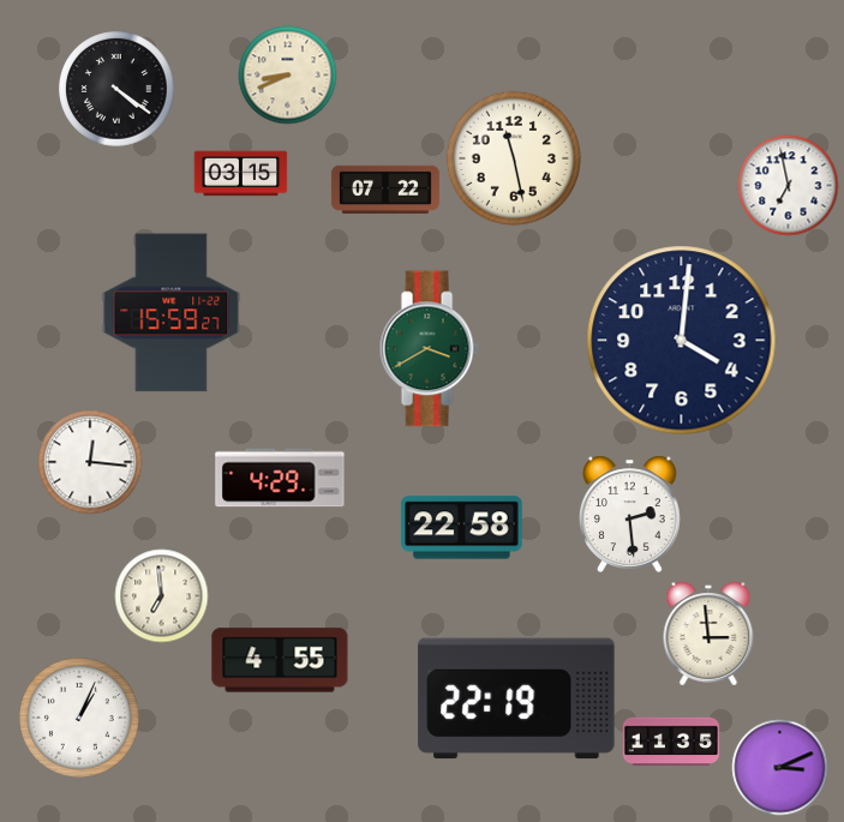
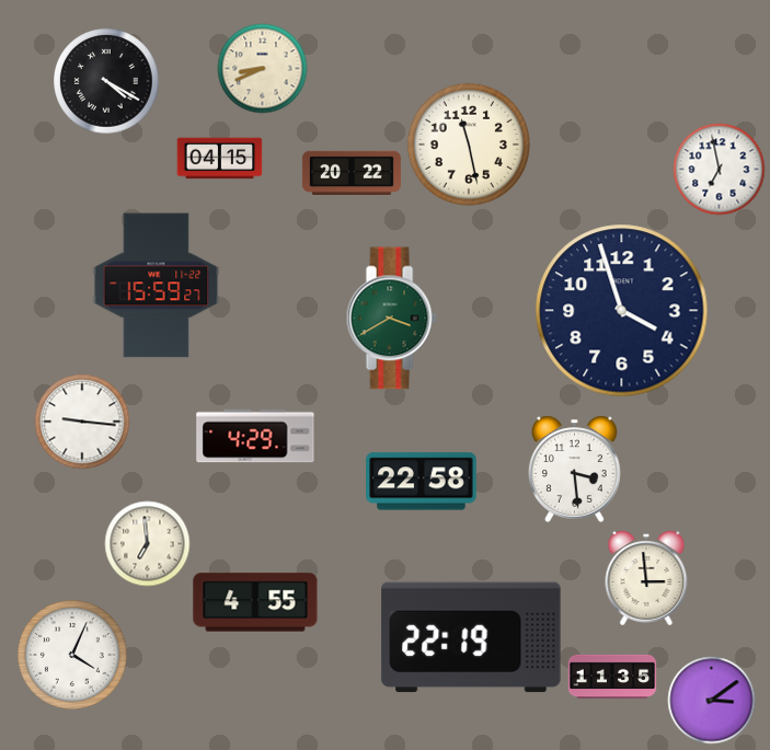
clock at (116, 89): 4:21 -> 4:20
clock at (240, 174): 03:15 -> 04:15
clock at (385, 188): 07:22 -> 20:22
clock at (682, 341): 4:01 -> 3:57
clock at (90, 462): 12:16 -> 9:16
clock at (630, 514): 2:29 -> 3:29
clock at (79, 718): 1:04 -> 4:04
clock at (779, 767): 3:11 -> 3:09
